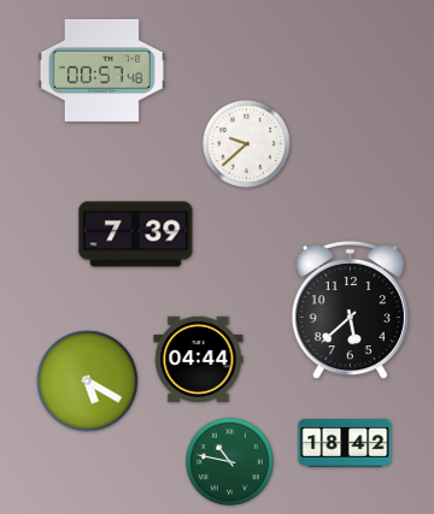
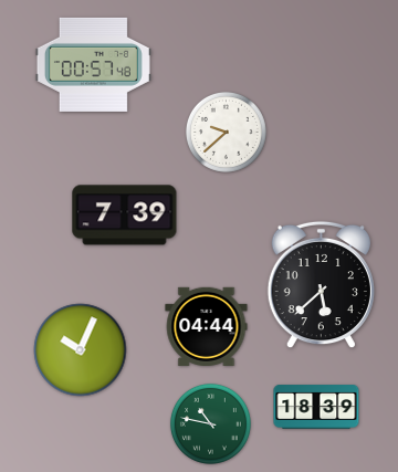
clock at (199, 359) position: (199, 359) -> (207, 326)
clock at (88, 382): 5:20 -> 10:04
clock at (345, 443): 18:42 -> 18:39
